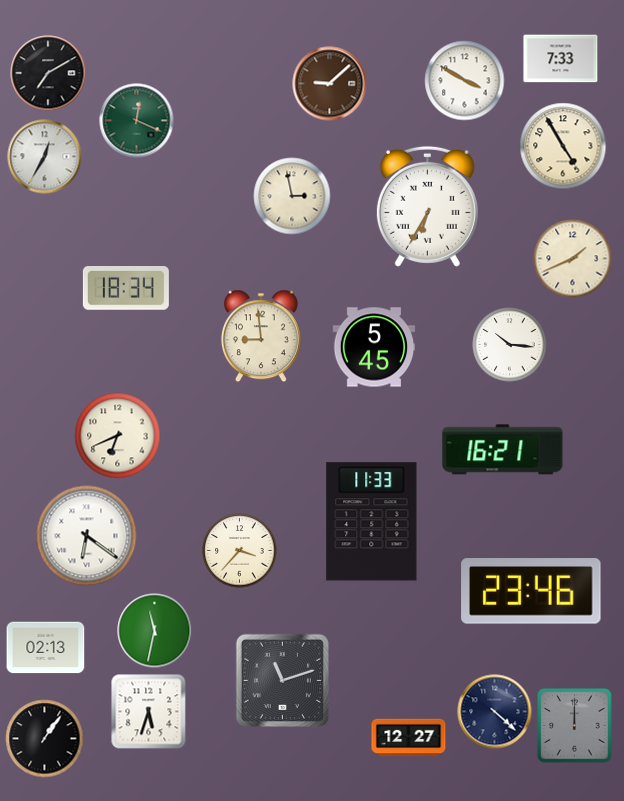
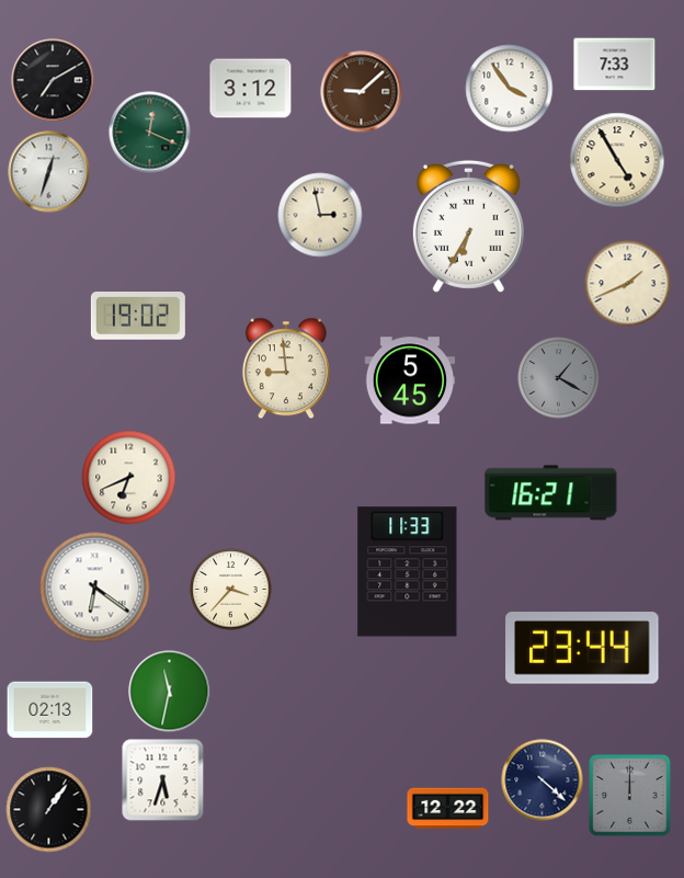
clock at (251, 89): none -> 3:12
clock at (465, 81): 3:50 -> 3:54
clock at (45, 157): 12:35 -> 12:33
clock at (126, 289): 18:34 -> 19:02
clock at (510, 345): 10:16 -> 1:20
clock at (510, 345) dial: white -> grey
clock at (240, 551) position: (240, 551) -> (231, 590)
clock at (531, 591): 23:46 -> 23:44
clock at (282, 680): 11:12 -> none
clock at (409, 738): 12:27 -> 12:22
